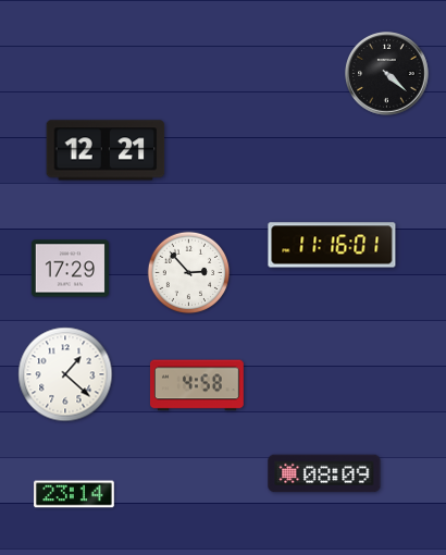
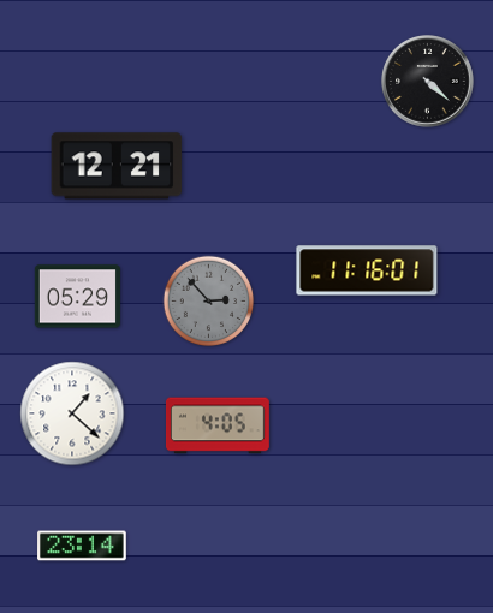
clock at (70, 269): 17:29 -> 05:29
clock at (189, 273) dial: white -> grey
clock at (197, 385): 4:58 -> 4:05
clock at (324, 473): 08:09 -> none
